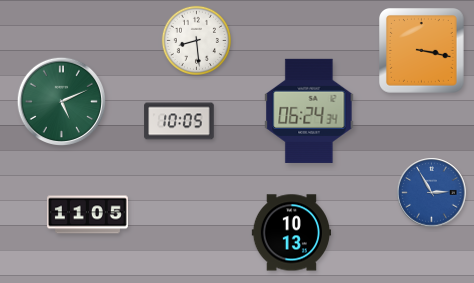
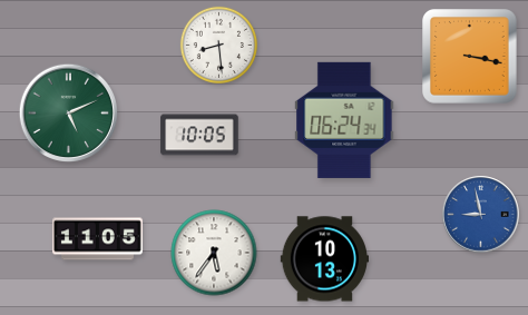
clock at (309, 111) position: (309, 111) -> (344, 120)
clock at (432, 193): 2:55 -> 8:58
clock at (214, 253): none -> 5:36
